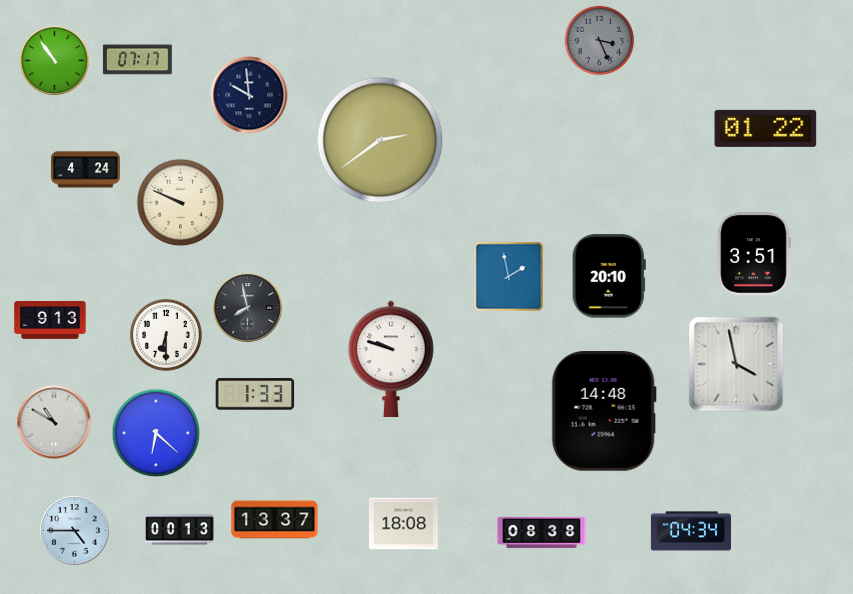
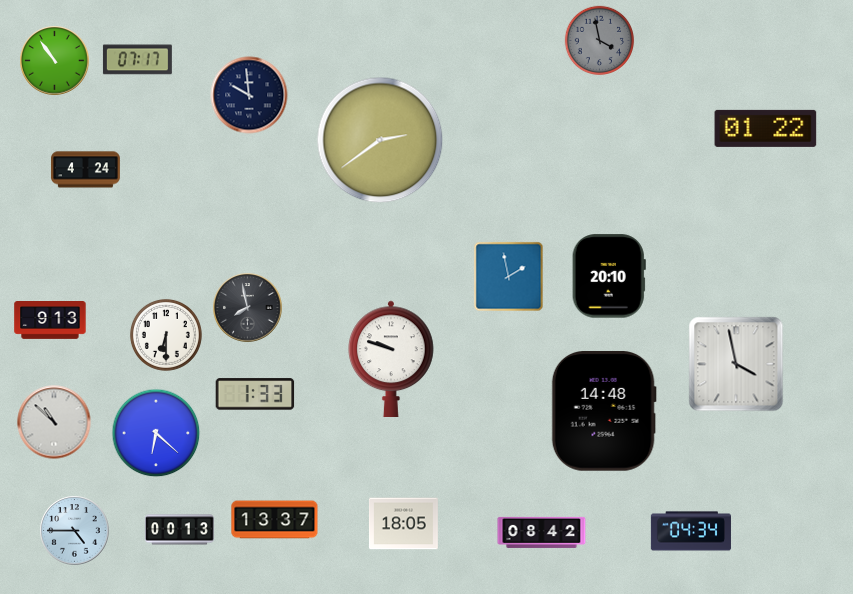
clock at (600, 41): 3:26 -> 3:58
clock at (181, 203): 9:49 -> none
clock at (754, 254): 3:51 -> none
clock at (54, 422): 10:50 -> 10:52
clock at (403, 524): 18:08 -> 18:05
clock at (542, 532): 08:38 -> 08:42
